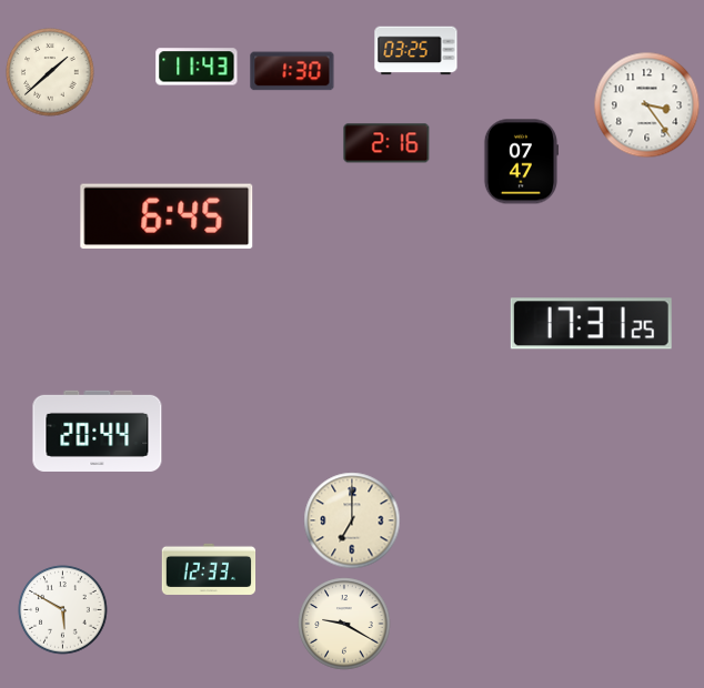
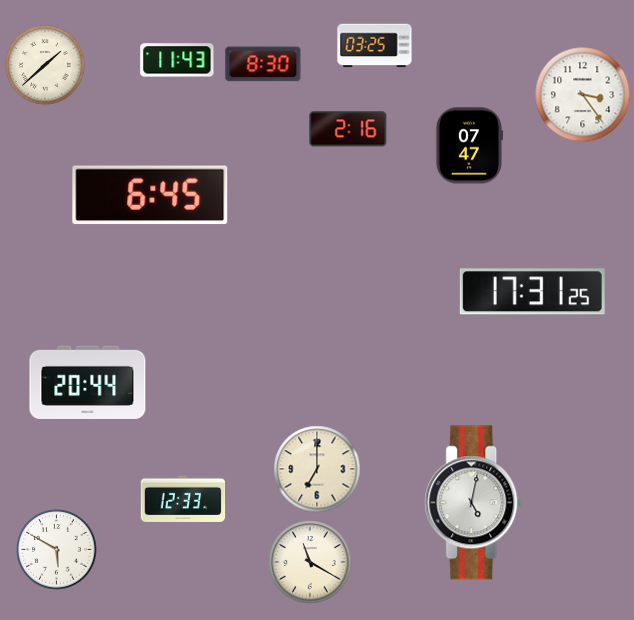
clock at (292, 71): 1:30 -> 8:30
clock at (98, 431) position: (98, 431) -> (88, 382)
clock at (474, 503): none -> 5:02
clock at (209, 569) position: (209, 569) -> (183, 499)
clock at (344, 624): 9:20 -> 11:20
